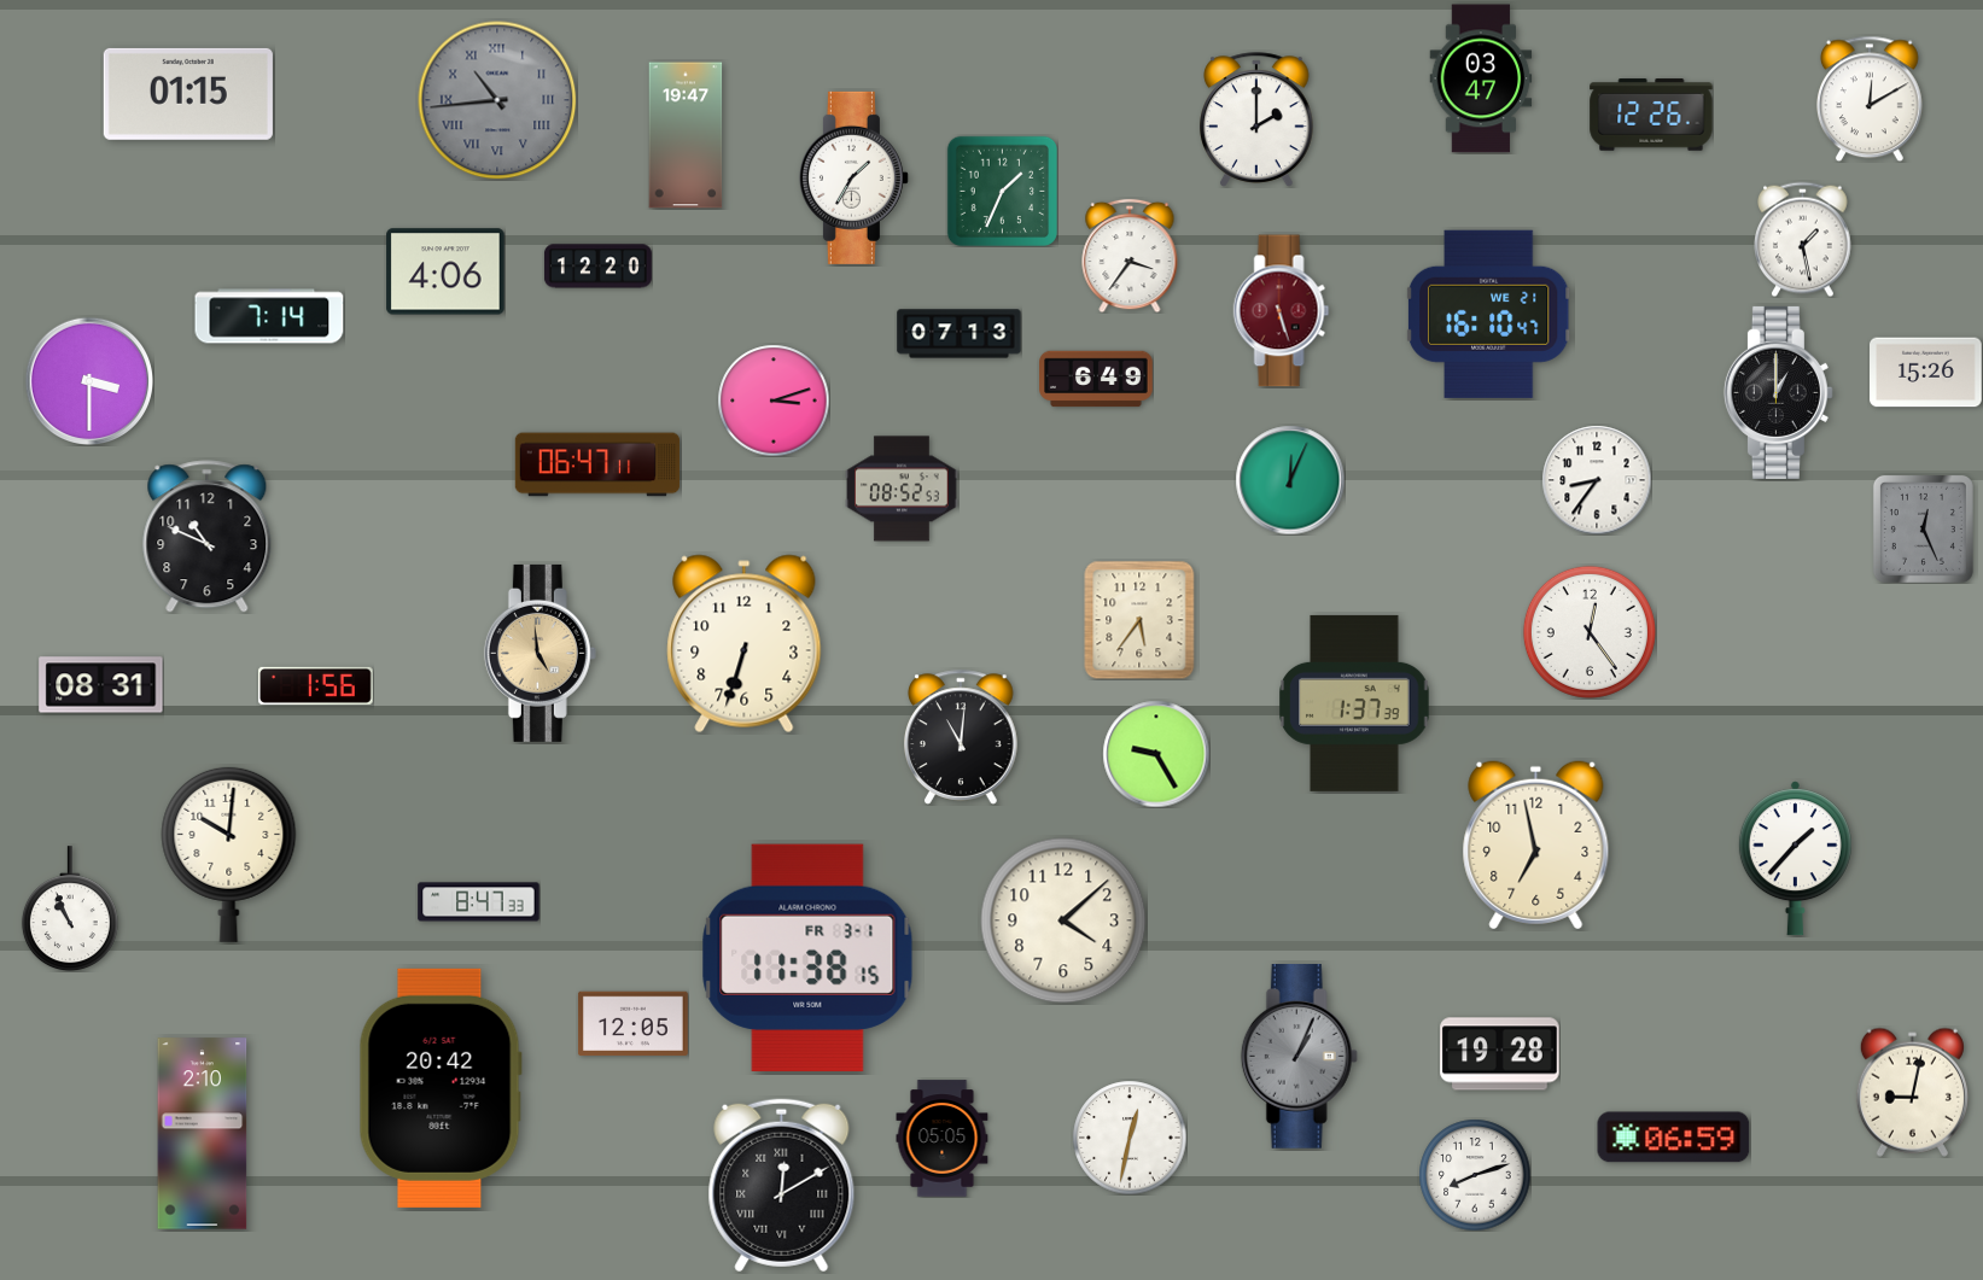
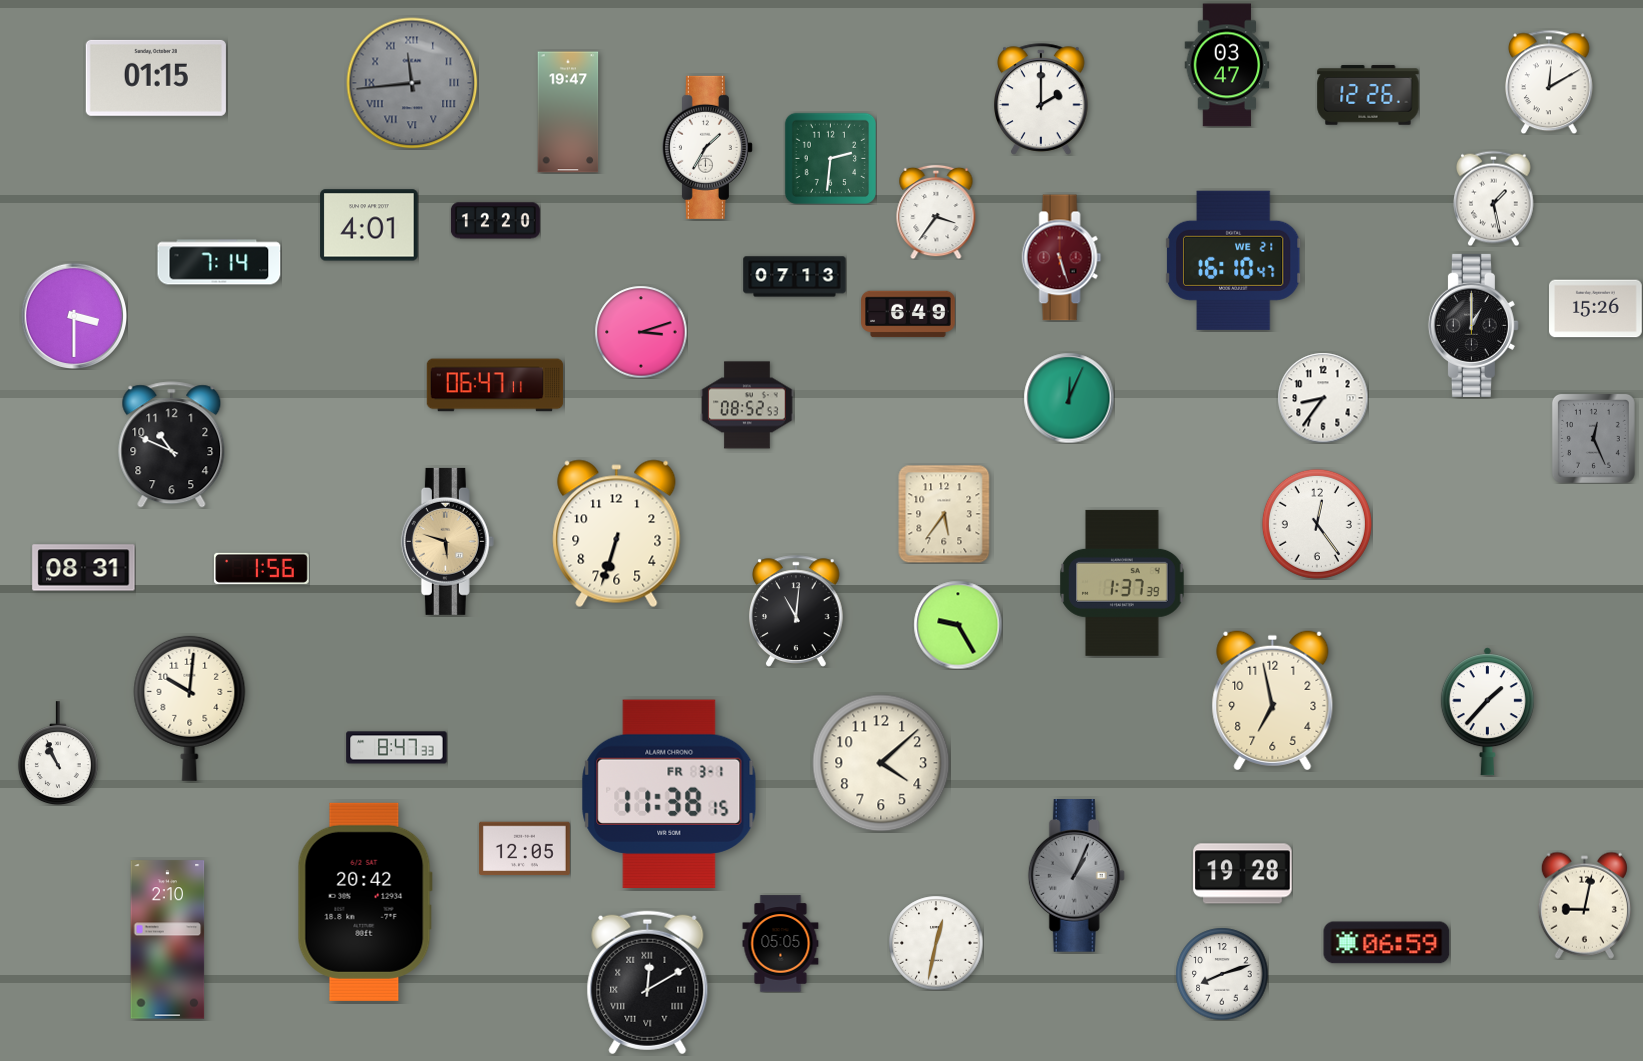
clock at (497, 100): 10:44 -> 11:44
clock at (1002, 191): 1:34 -> 2:31
clock at (445, 271): 4:06 -> 4:01
clock at (269, 316) position: (269, 316) -> (219, 262)
clock at (540, 653): 4:59 -> 5:48
